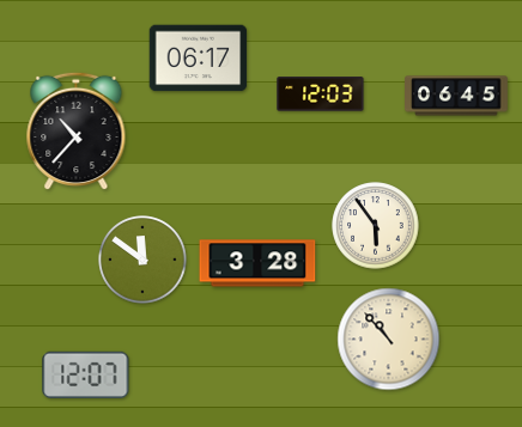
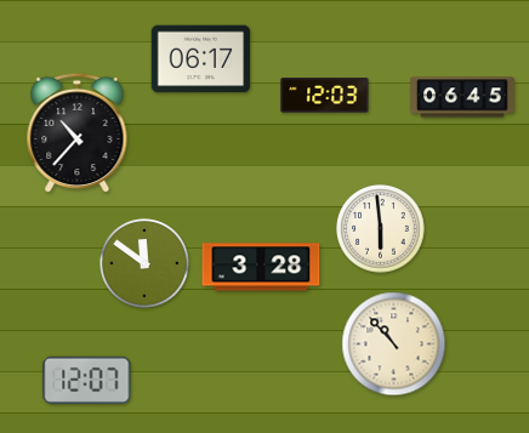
clock at (376, 226): 5:54 -> 5:59
